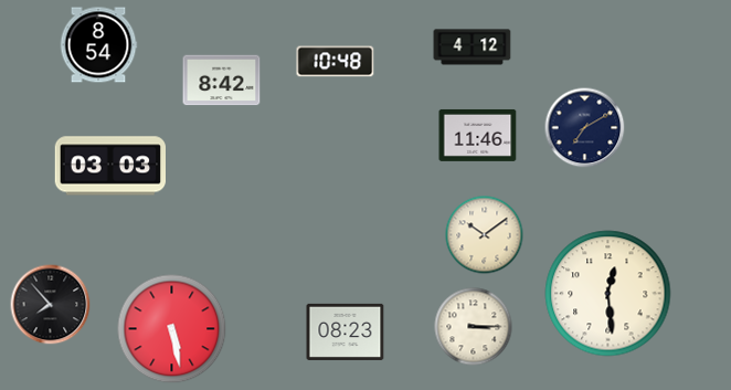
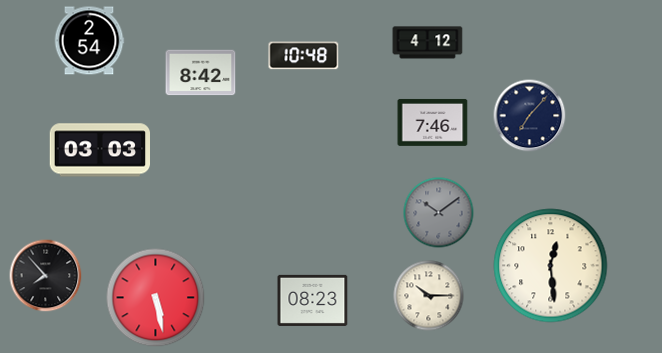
clock at (98, 45): 8:54 -> 2:54
clock at (585, 128): 7:10 -> 7:07
clock at (478, 135): 11:46 -> 7:46
clock at (485, 235) dial: cream -> grey
clock at (474, 327): 3:15 -> 10:15
